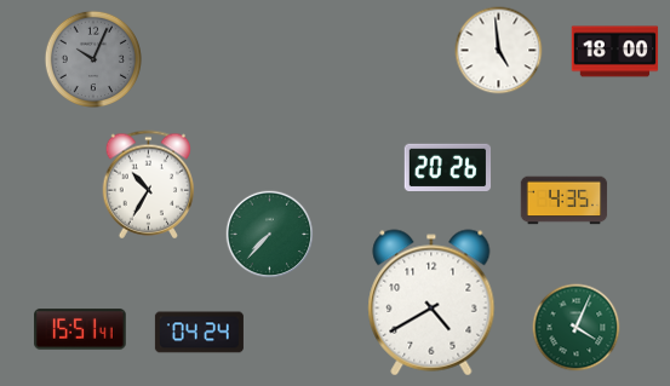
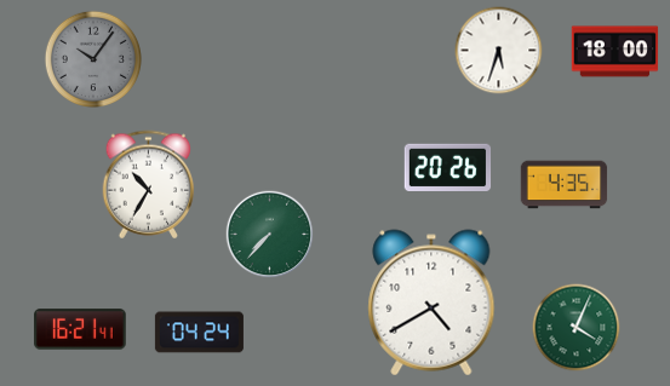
clock at (499, 51): 4:59 -> 5:33
clock at (92, 58): 10:04 -> 10:06
clock at (565, 201) position: (565, 201) -> (565, 185)
clock at (80, 329): 15:51 -> 16:21
